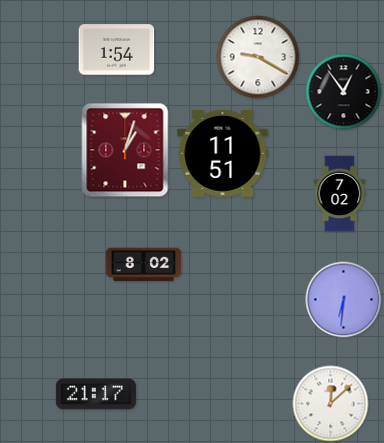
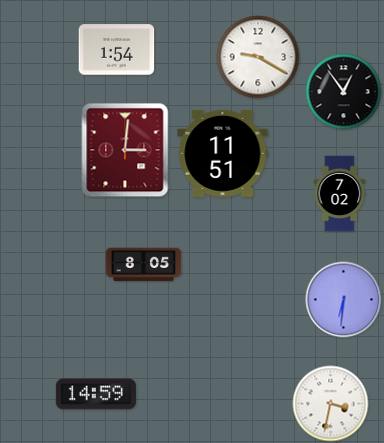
clock at (125, 150): 1:03 -> 3:01
clock at (144, 265): 8:02 -> 8:05
clock at (96, 394): 21:17 -> 14:59
clock at (331, 404): 12:08 -> 3:32
